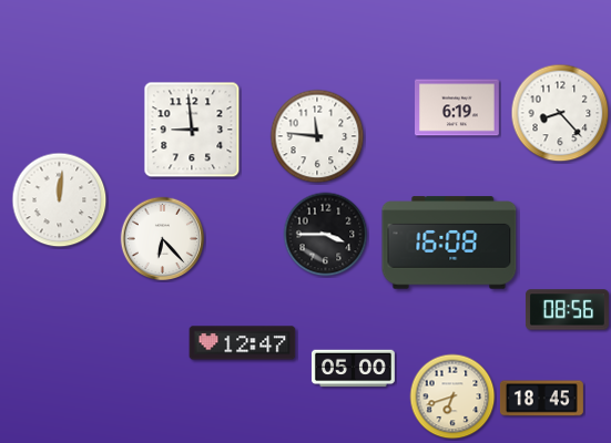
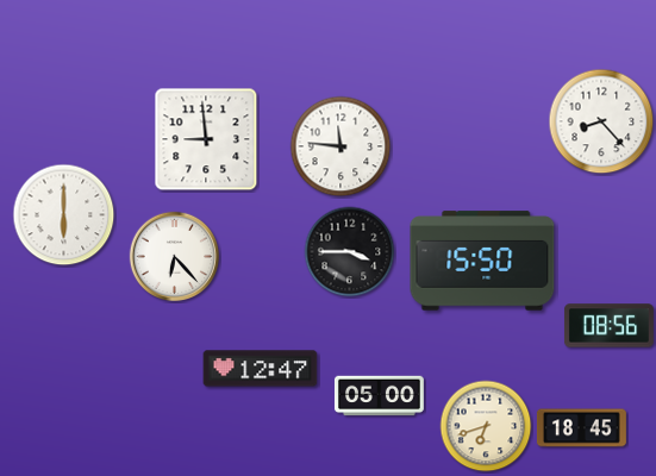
clock at (458, 107): 6:19 -> none
clock at (60, 200): 12:01 -> 6:00
clock at (449, 243): 16:08 -> 15:50
clock at (567, 310) position: (567, 310) -> (608, 326)
